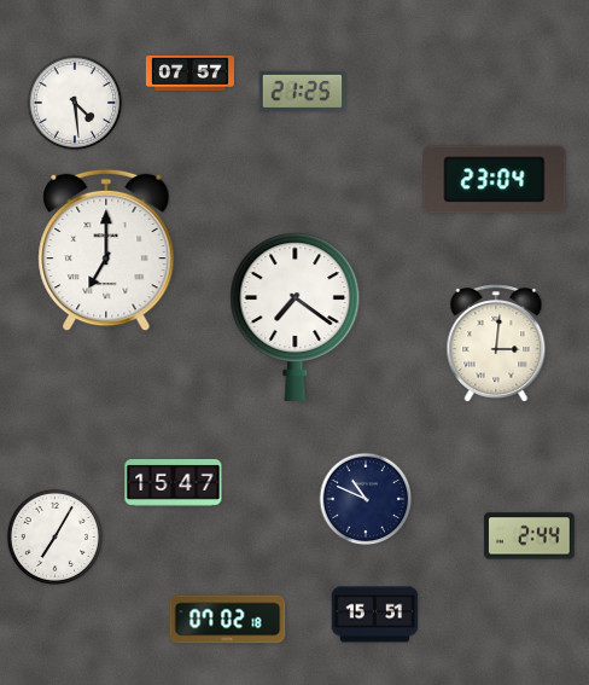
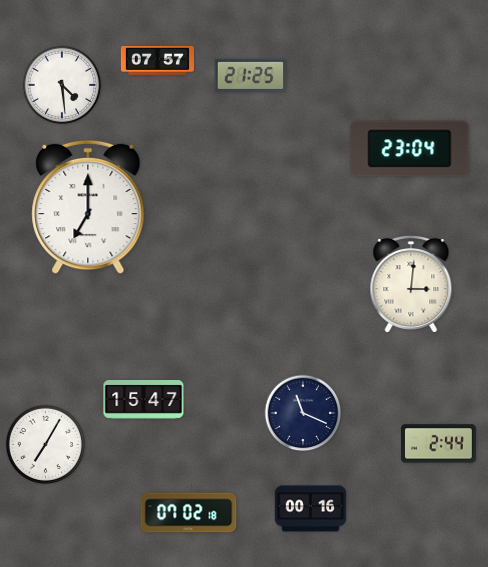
clock at (296, 317): 7:21 -> none
clock at (366, 499): 10:49 -> 11:19
clock at (375, 615): 15:51 -> 00:16
